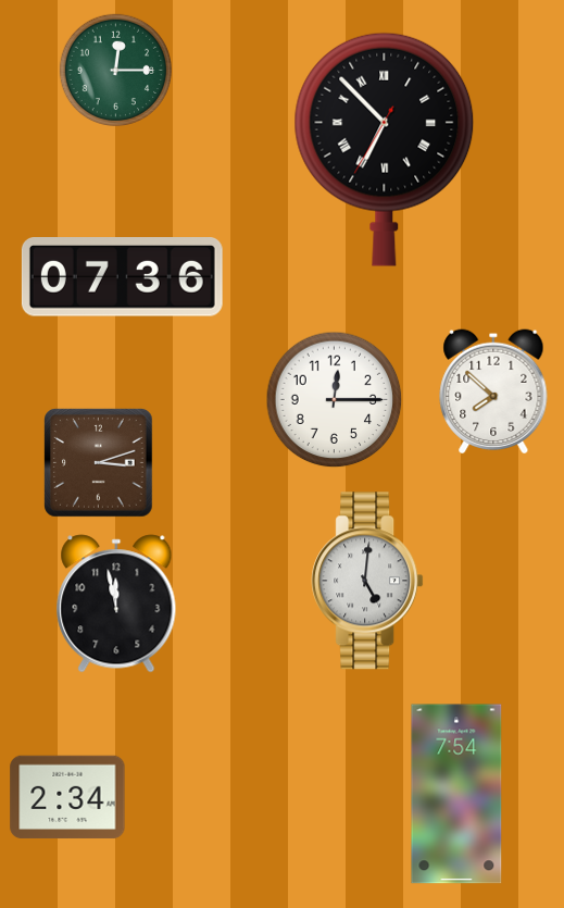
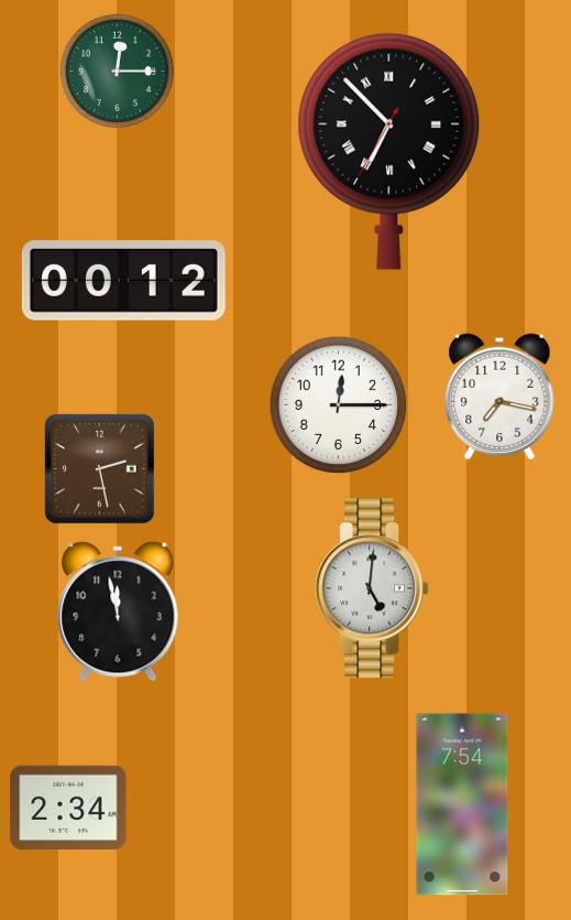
clock at (122, 277): 07:36 -> 00:12
clock at (493, 391): 7:52 -> 7:17
clock at (99, 463): 3:12 -> 2:28
